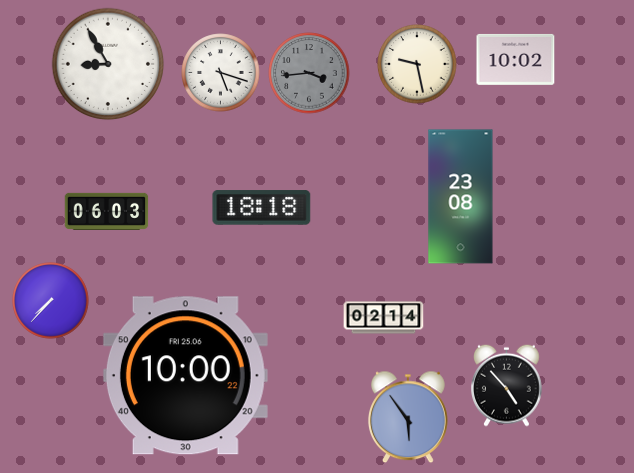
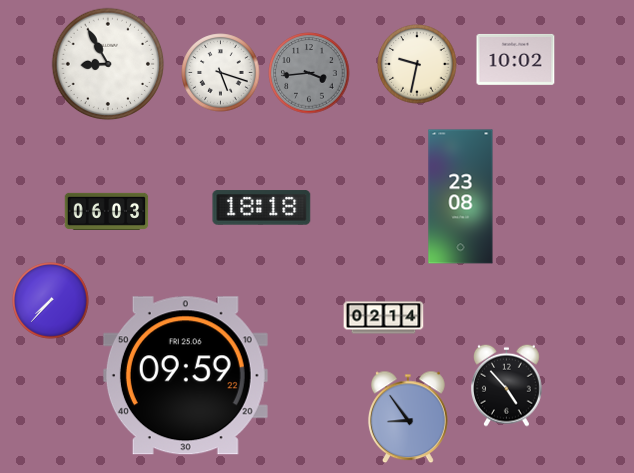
clock at (417, 64): 9:28 -> 9:32
clock at (185, 376): 10:00 -> 09:59
clock at (408, 417): 5:54 -> 8:54
